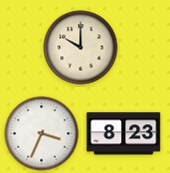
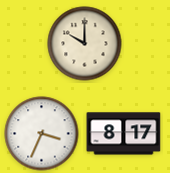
clock at (81, 48) position: (81, 48) -> (85, 44)
clock at (124, 134): 8:23 -> 8:17
